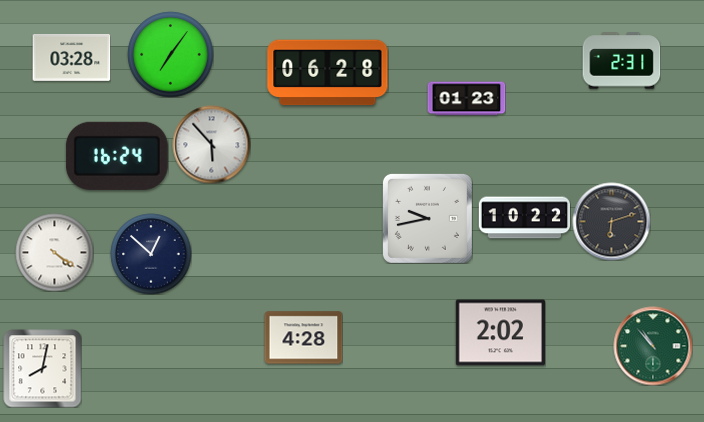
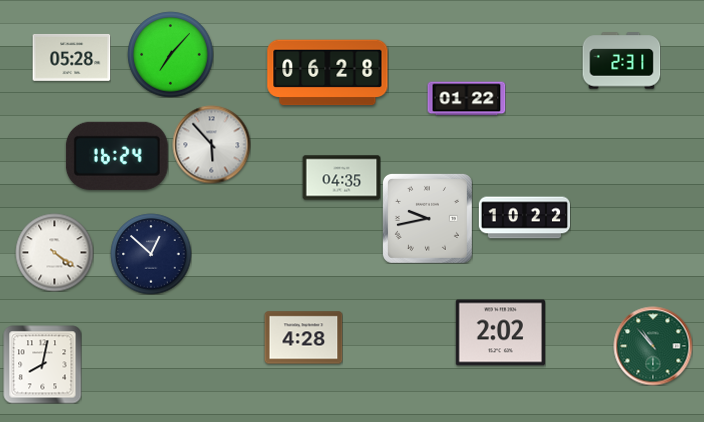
clock at (170, 54): 7:06 -> 7:07
clock at (71, 57): 03:28 -> 05:28
clock at (466, 99): 01:23 -> 01:22
clock at (341, 178): none -> 04:35
clock at (611, 221): 6:12 -> none
clock at (42, 368) position: (42, 368) -> (42, 364)
